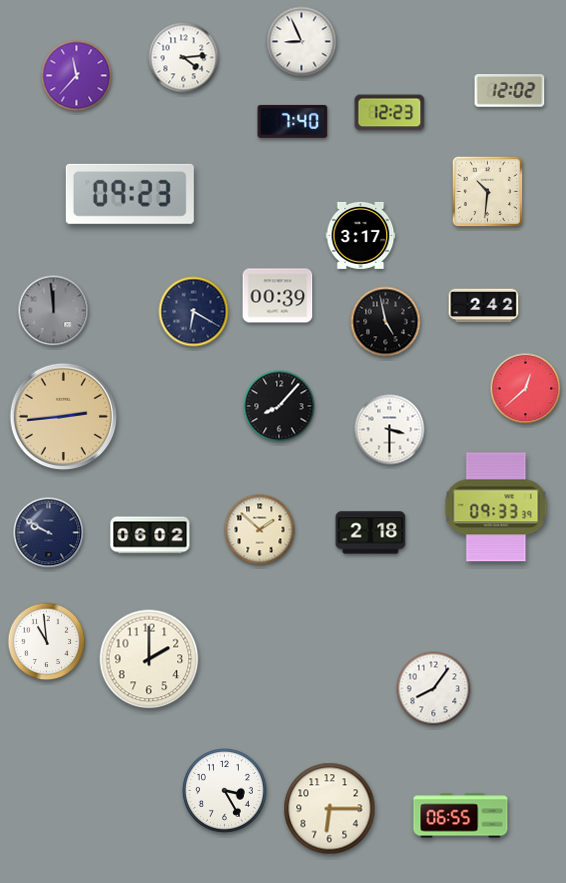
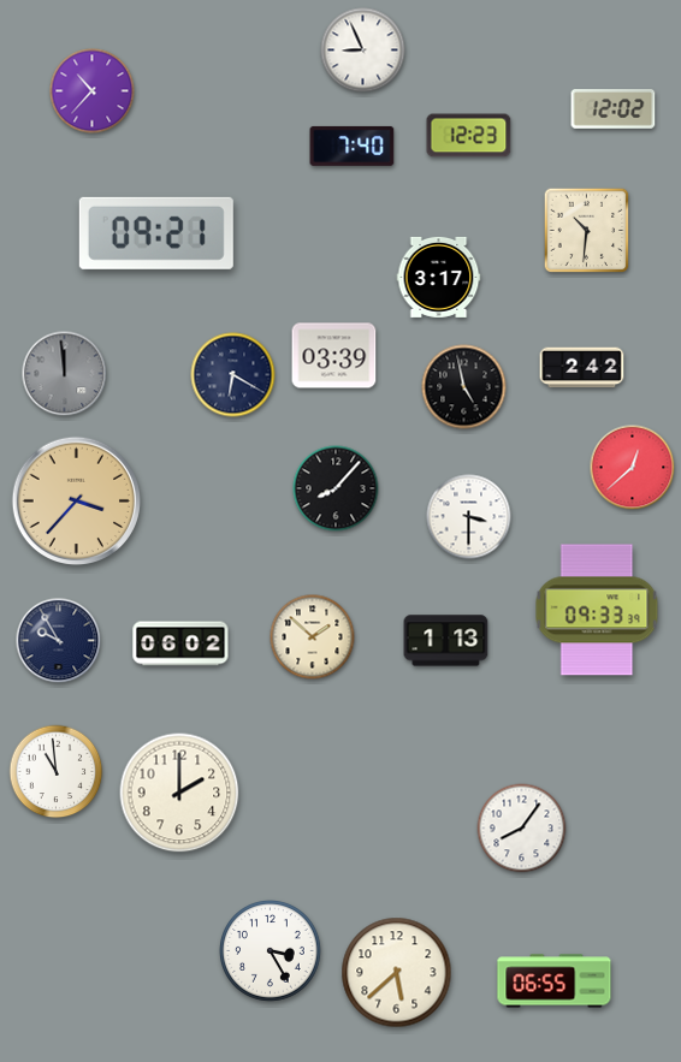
clock at (184, 58): 4:14 -> none
clock at (77, 76): 11:37 -> 10:37
clock at (130, 194): 09:23 -> 09:21
clock at (361, 235) position: (361, 235) -> (439, 277)
clock at (278, 296): 00:39 -> 03:39
clock at (63, 416): 2:44 -> 3:37
clock at (49, 533): 9:50 -> 9:55
clock at (371, 533): 2:18 -> 1:13
clock at (330, 809): 6:15 -> 5:38
